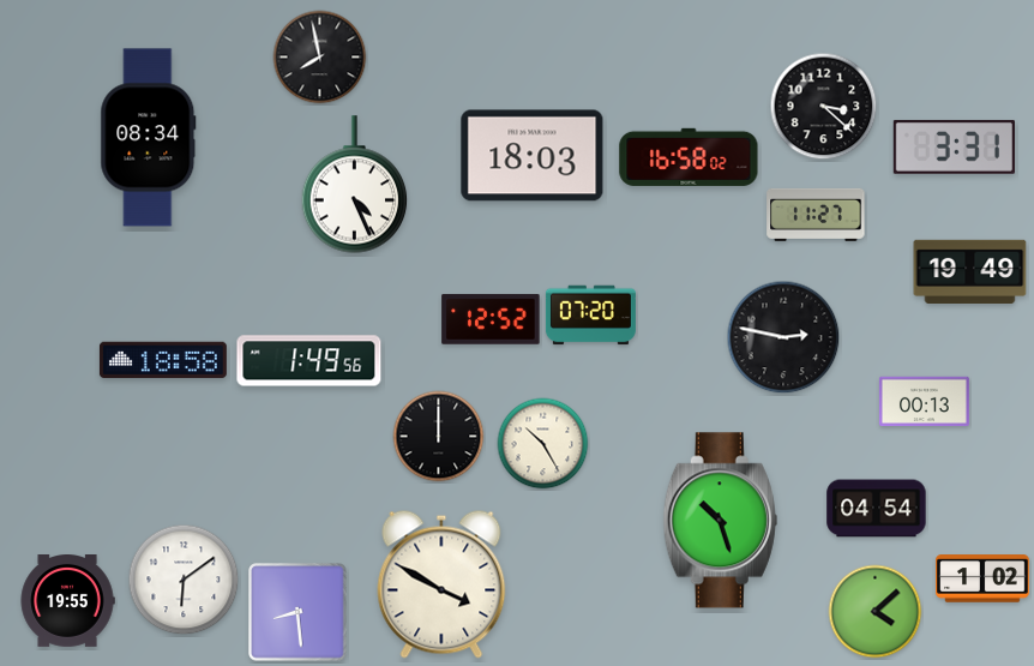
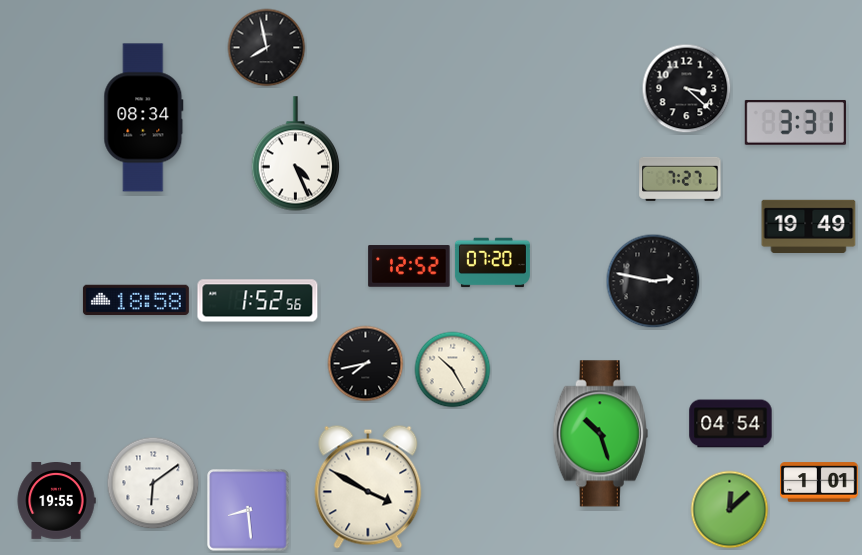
clock at (149, 138) position: (149, 138) -> (144, 118)
clock at (533, 156): 18:03 -> none
clock at (689, 157): 16:58 -> none
clock at (816, 215): 11:27 -> 7:27
clock at (309, 361): 1:49 -> 1:52
clock at (924, 402): 00:13 -> none
clock at (439, 437): 12:00 -> 7:43
clock at (982, 578): 1:02 -> 1:01
clock at (876, 612): 4:08 -> 12:08
